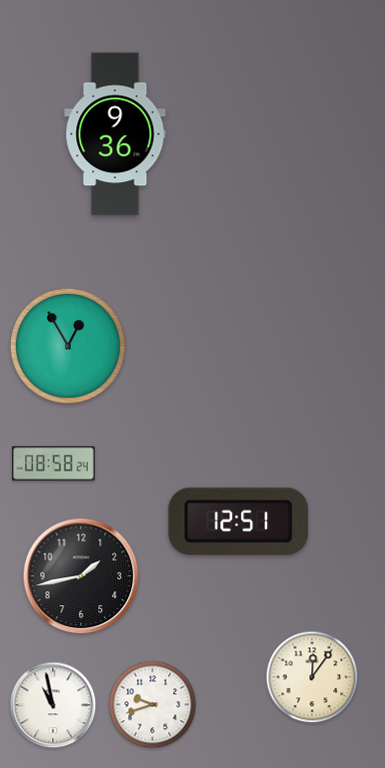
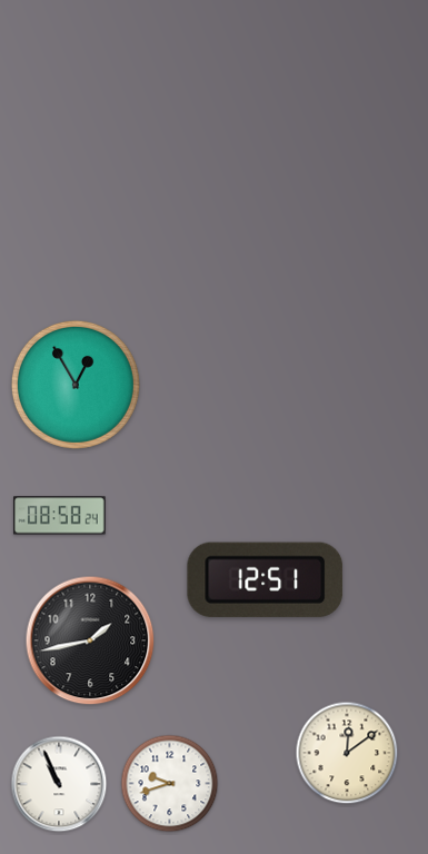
clock at (115, 134): 9:36 -> none
clock at (312, 677): 12:06 -> 12:09
clock at (53, 705): 10:58 -> 10:56
